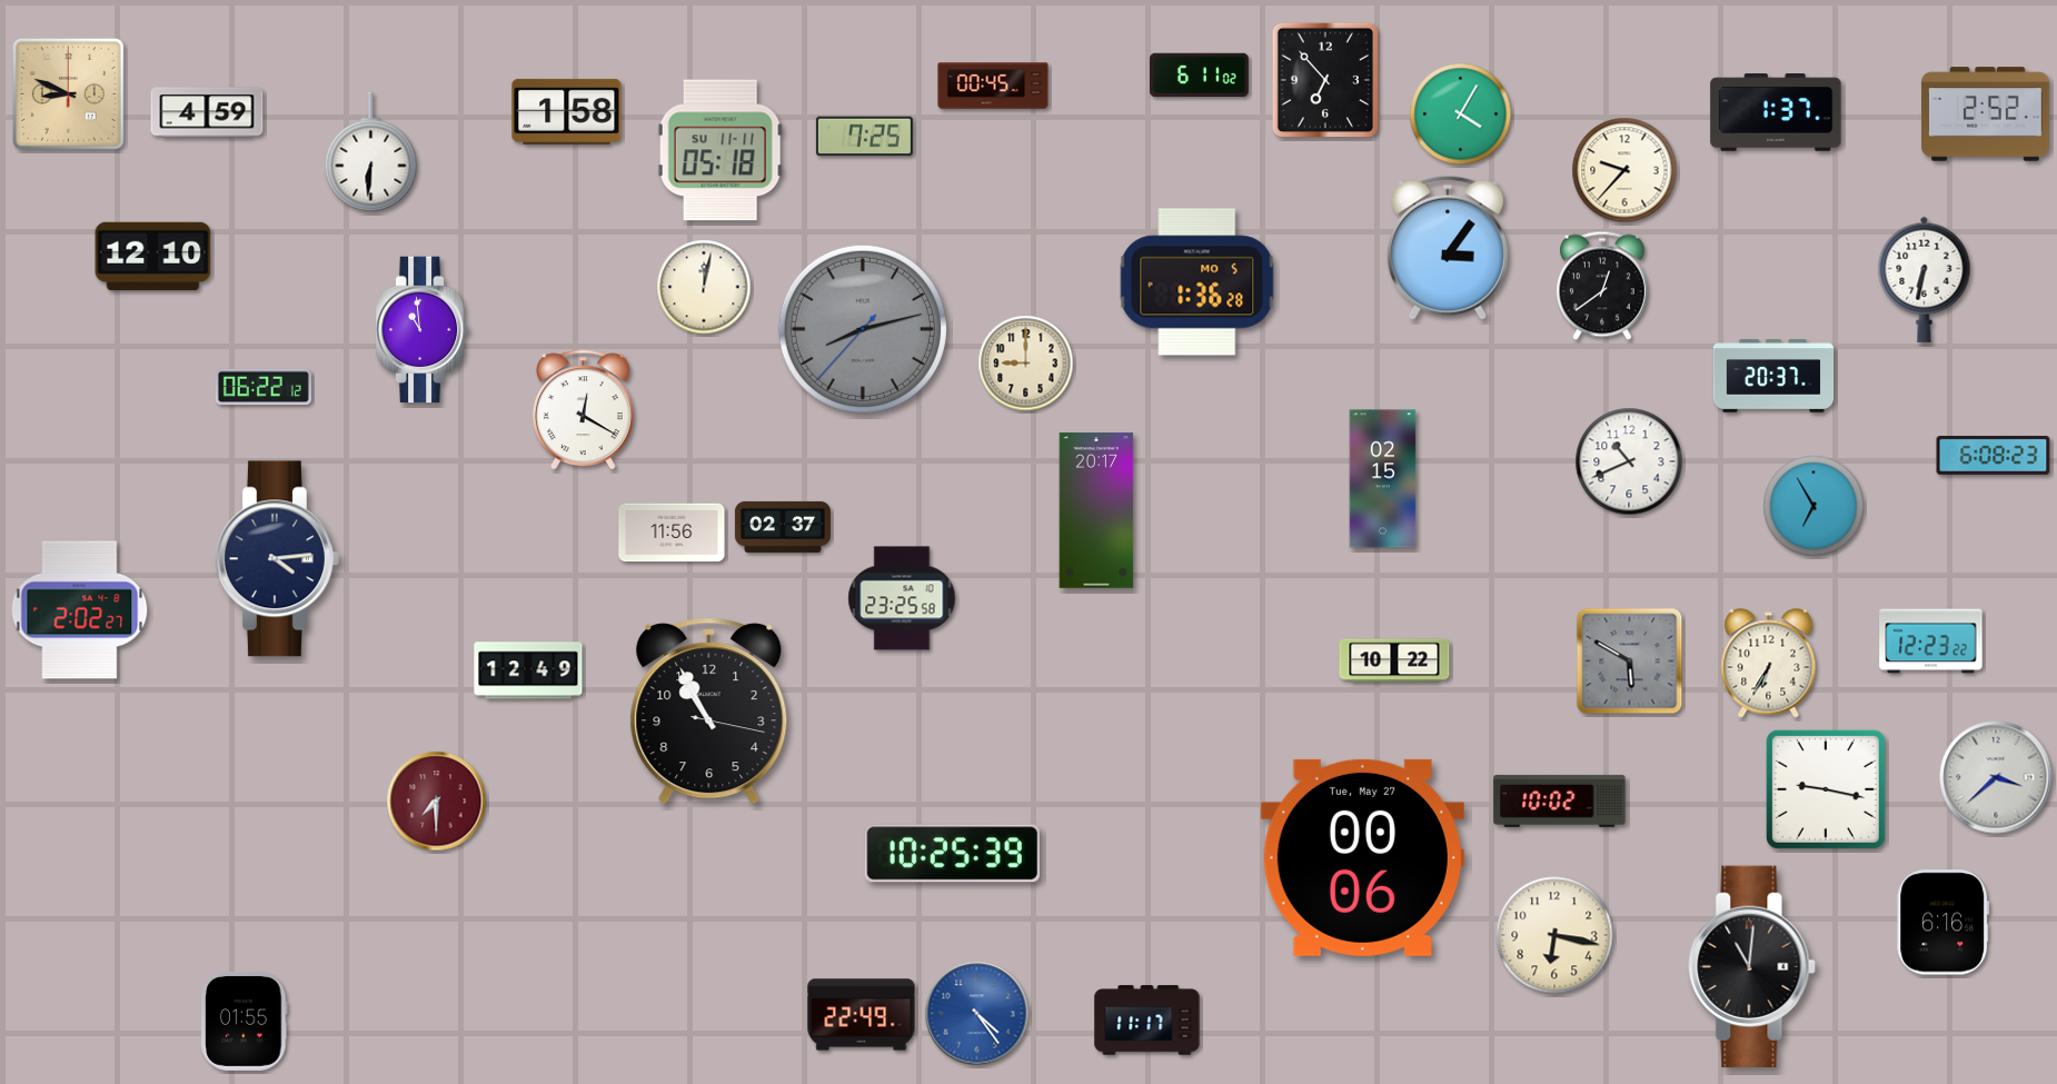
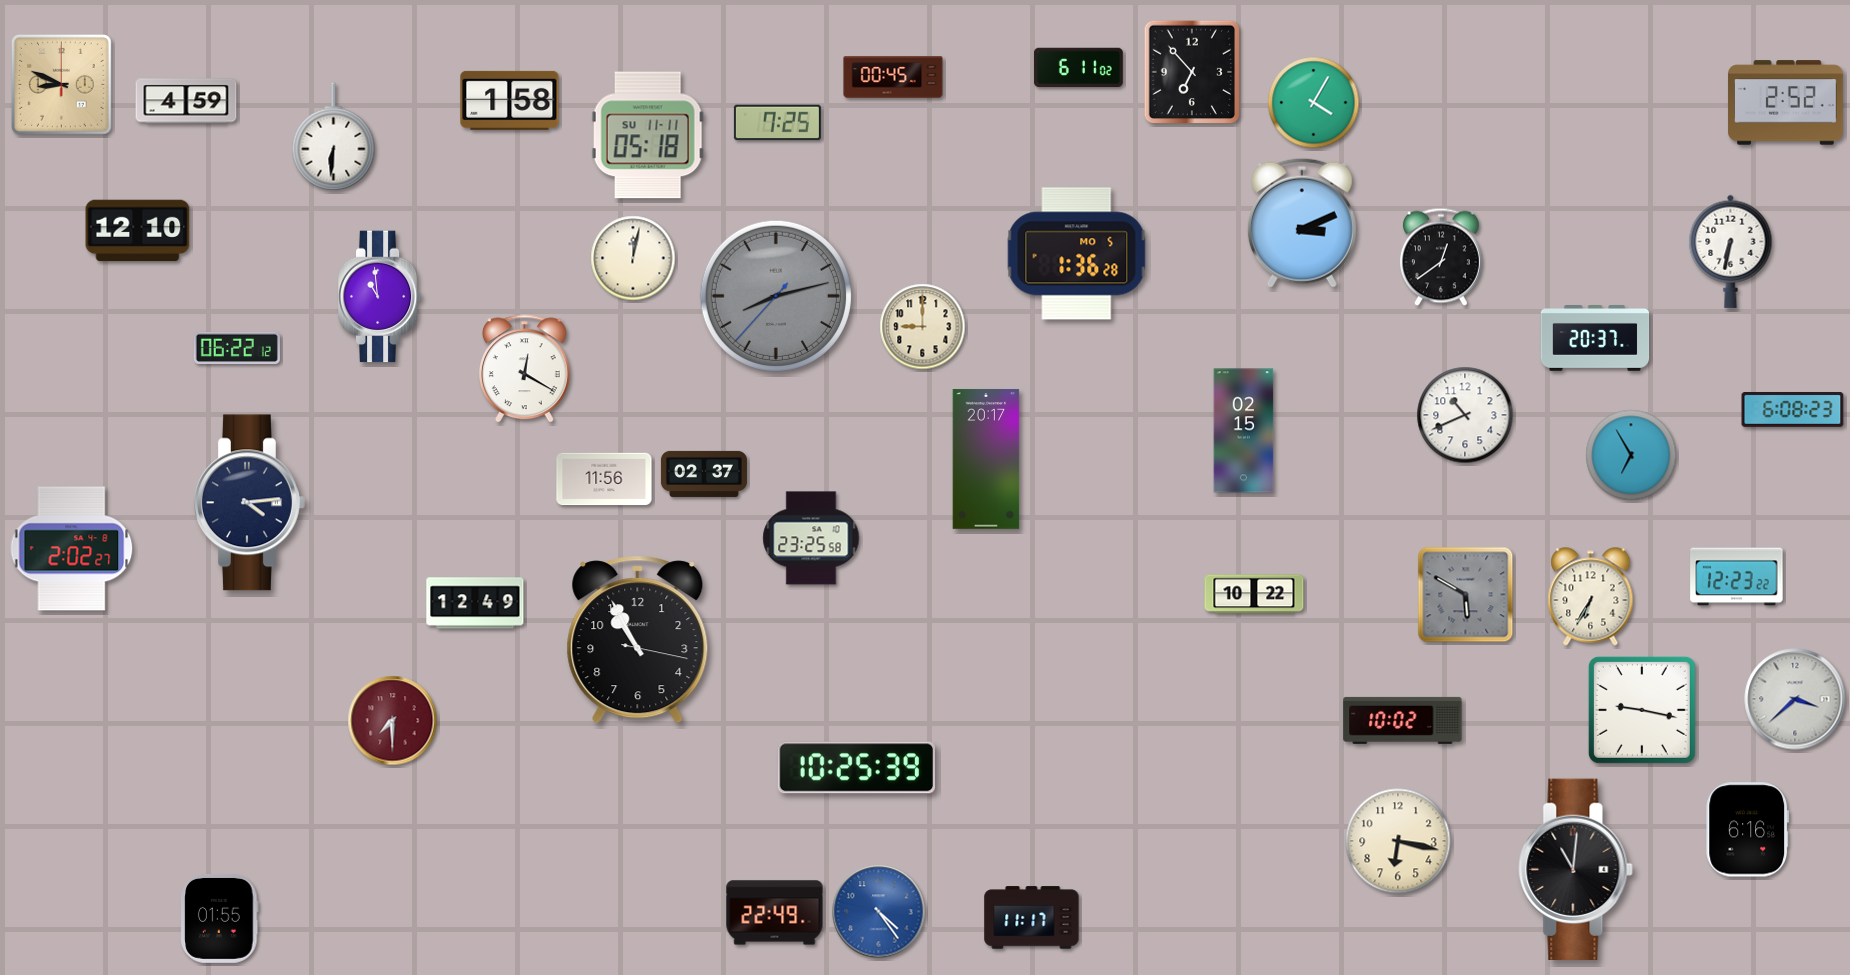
clock at (1776, 113): 1:37 -> none
clock at (1624, 170): 9:37 -> none
clock at (1448, 248): 3:06 -> 3:11
clock at (1362, 857): 00:06 -> none
